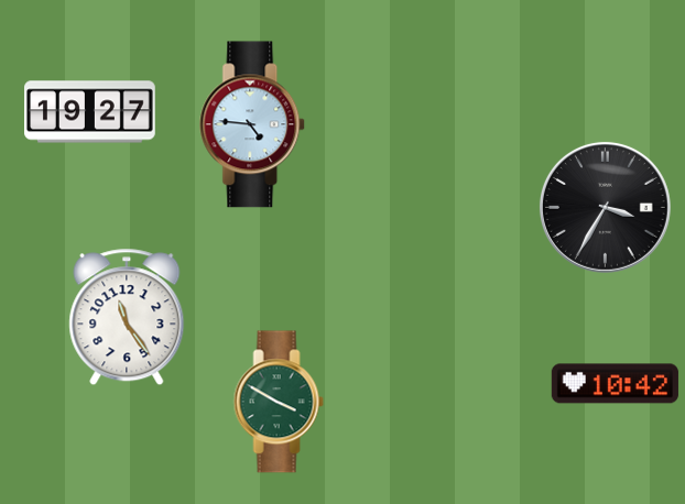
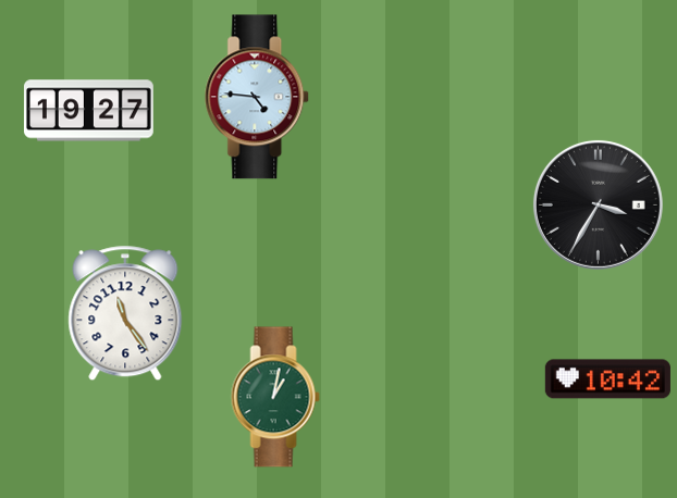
clock at (253, 124) position: (253, 124) -> (258, 97)
clock at (279, 402): 3:50 -> 1:02
